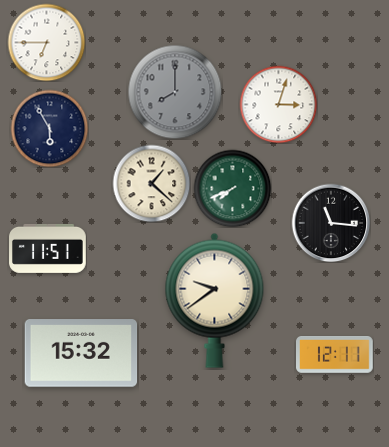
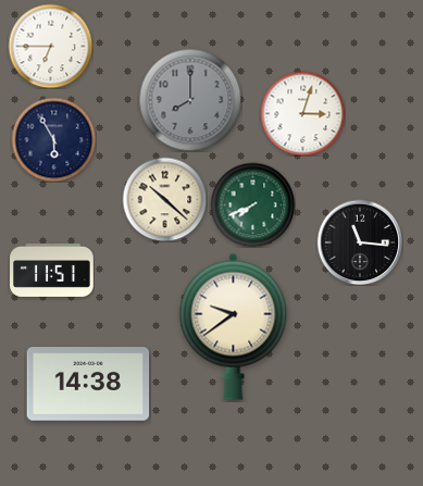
clock at (151, 183): 1:22 -> 10:22
clock at (81, 353): 15:32 -> 14:38
clock at (335, 355): 12:11 -> none
